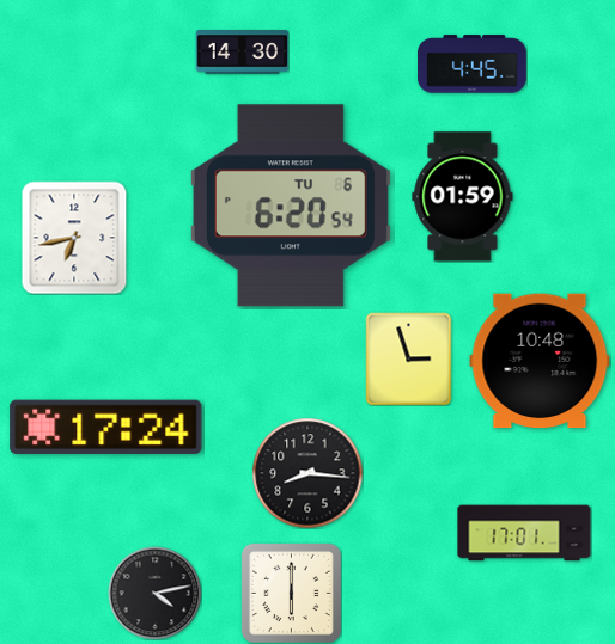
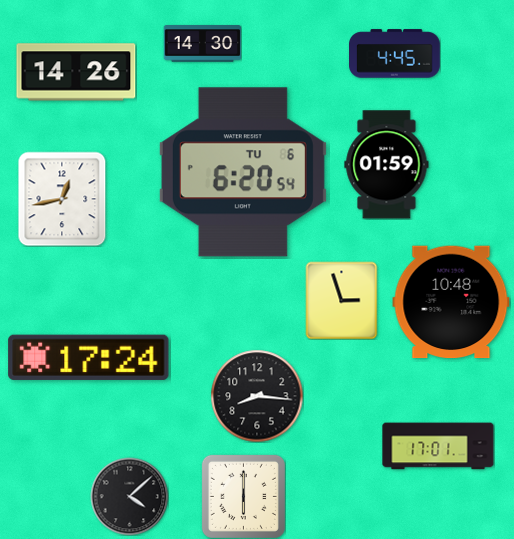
clock at (76, 72): none -> 14:26
clock at (74, 238): 6:43 -> 12:43
clock at (154, 593): 4:13 -> 4:08
